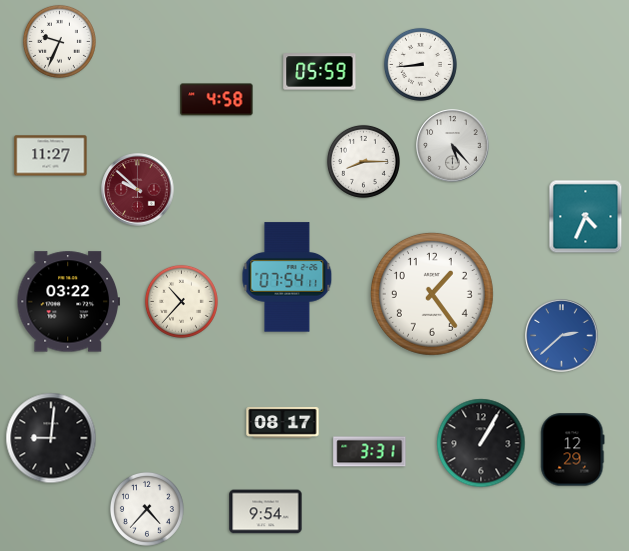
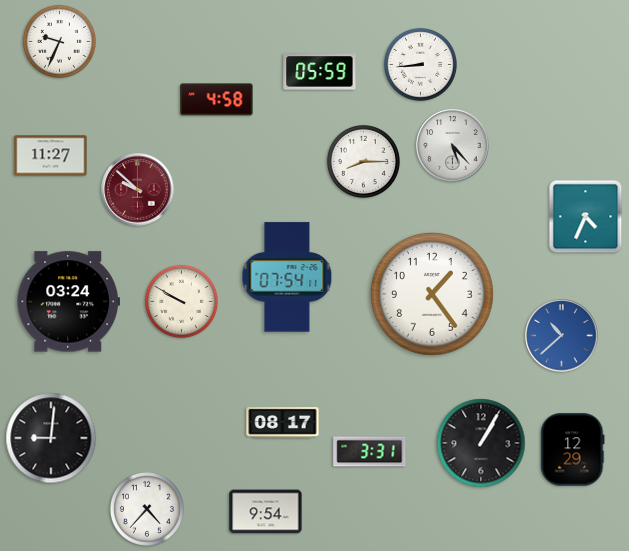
clock at (181, 301): 10:37 -> 9:50
clock at (68, 302): 03:22 -> 03:24
clock at (562, 336): 2:38 -> 10:38
